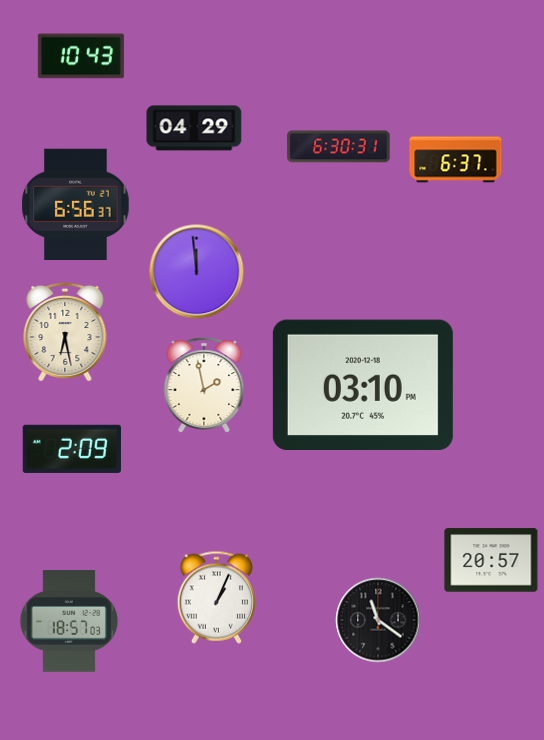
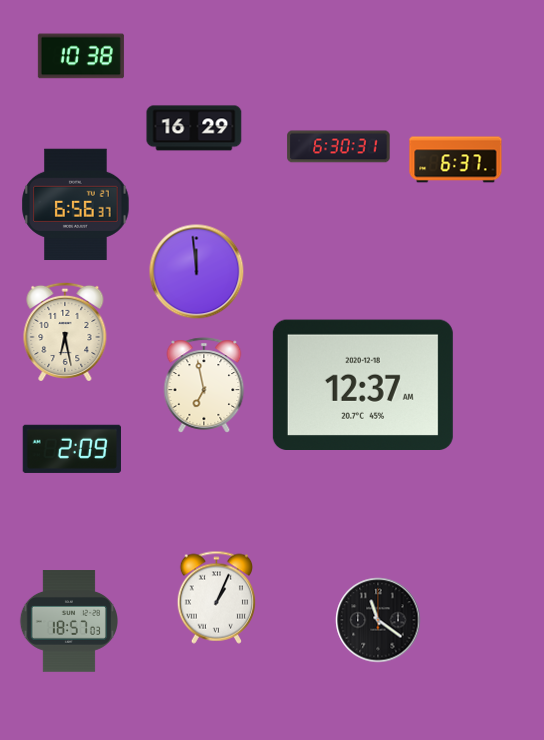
clock at (81, 56): 10:43 -> 10:38
clock at (194, 128): 04:29 -> 16:29
clock at (363, 384): 03:10 -> 12:37
clock at (204, 385): 1:58 -> 6:58
clock at (491, 560): 20:57 -> none
